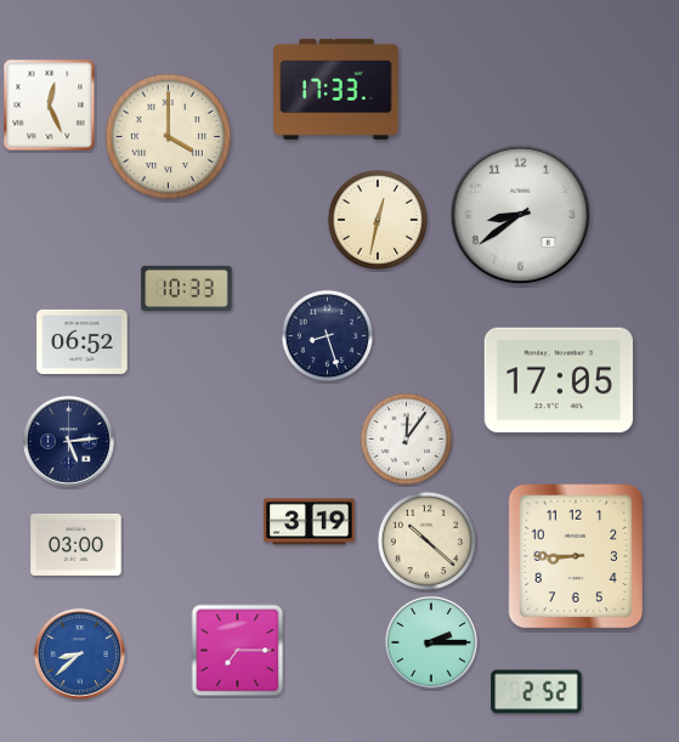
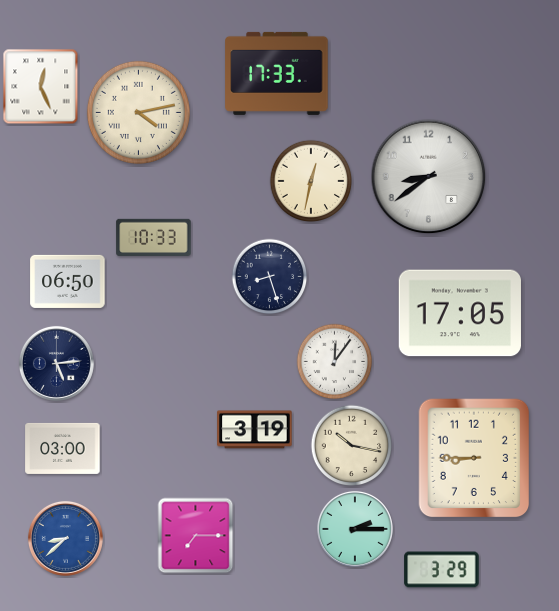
clock at (168, 136): 4:00 -> 4:13
clock at (83, 341): 06:52 -> 06:50
clock at (428, 542): 10:22 -> 10:17
clock at (537, 692): 2:52 -> 3:29
